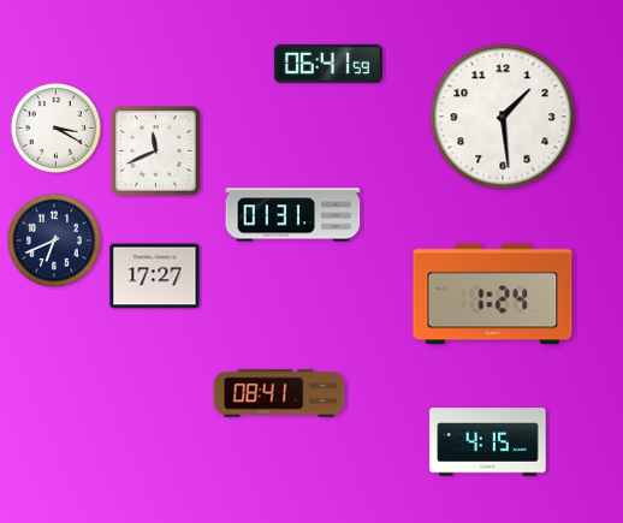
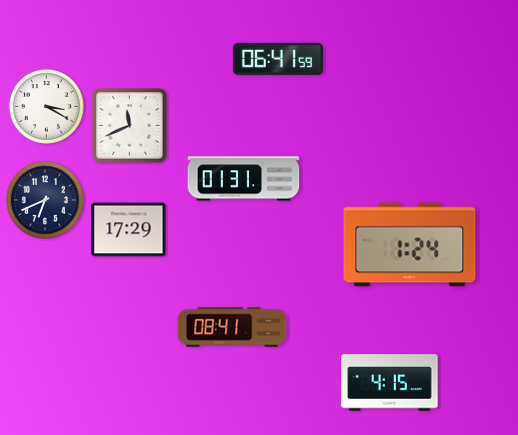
clock at (328, 64) position: (328, 64) -> (278, 59)
clock at (503, 117): 1:29 -> none
clock at (155, 277): 17:27 -> 17:29
clock at (488, 442) position: (488, 442) -> (390, 383)
